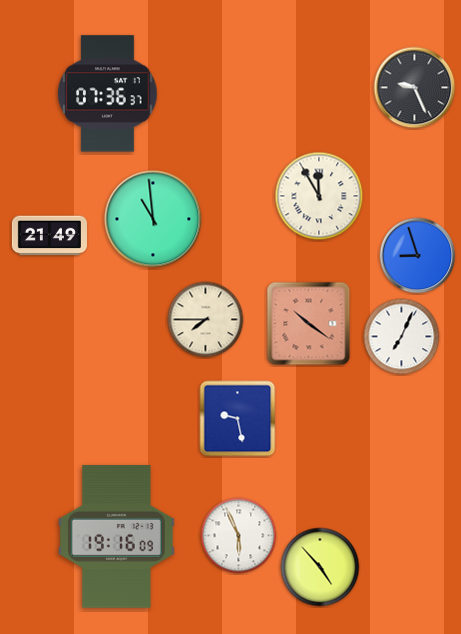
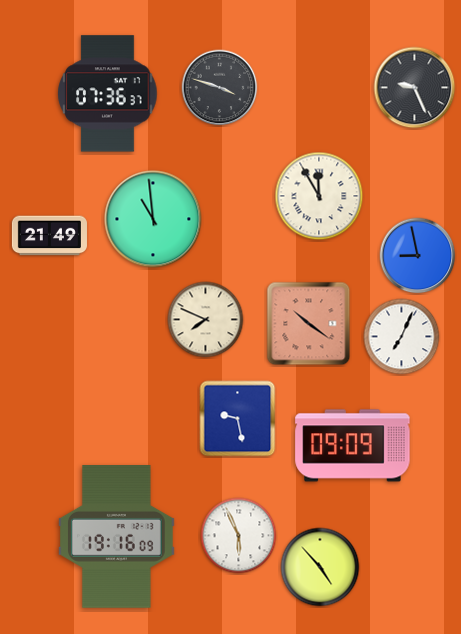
clock at (220, 88): none -> 3:48
clock at (418, 256): 8:57 -> 8:58
clock at (206, 320): 7:45 -> 7:49
clock at (353, 446): none -> 09:09
